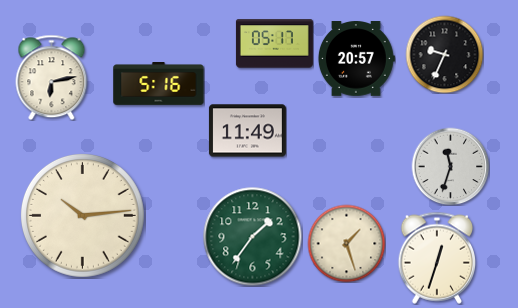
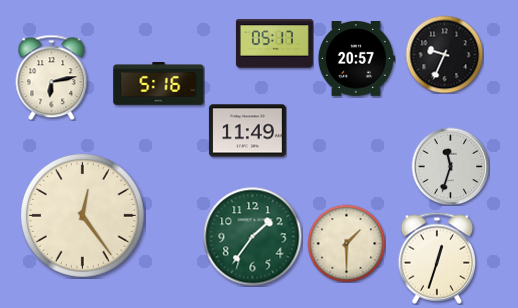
clock at (82, 215): 10:14 -> 12:24
clock at (346, 243): 1:27 -> 1:30
